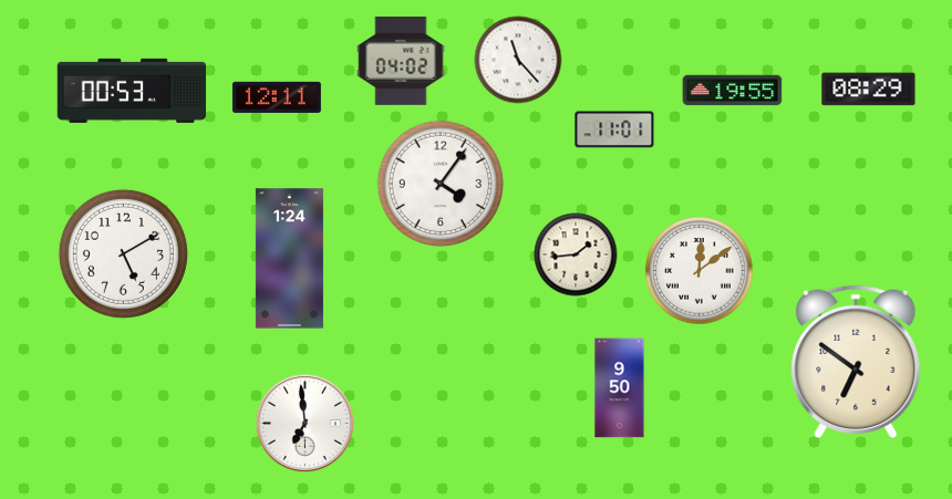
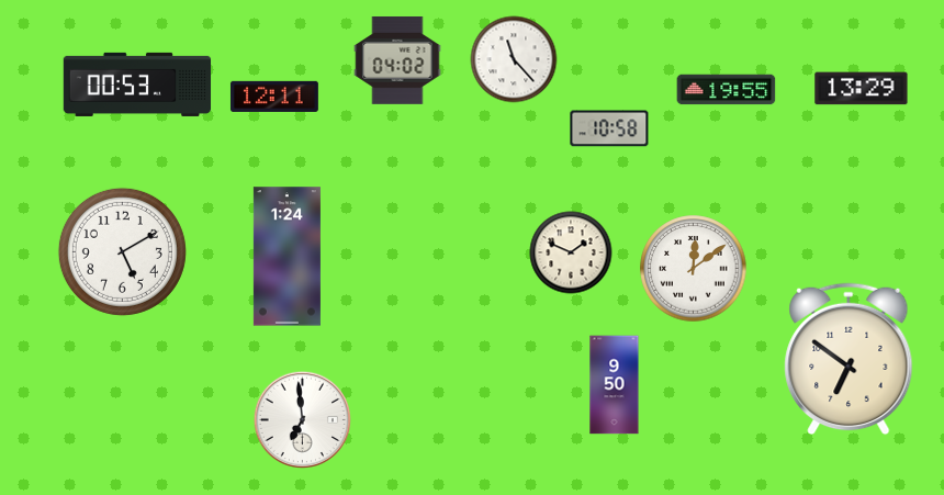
clock at (869, 90): 08:29 -> 13:29
clock at (132, 91) position: (132, 91) -> (137, 85)
clock at (614, 129): 11:01 -> 10:58
clock at (439, 183): 4:06 -> none
clock at (576, 254): 1:44 -> 1:49
